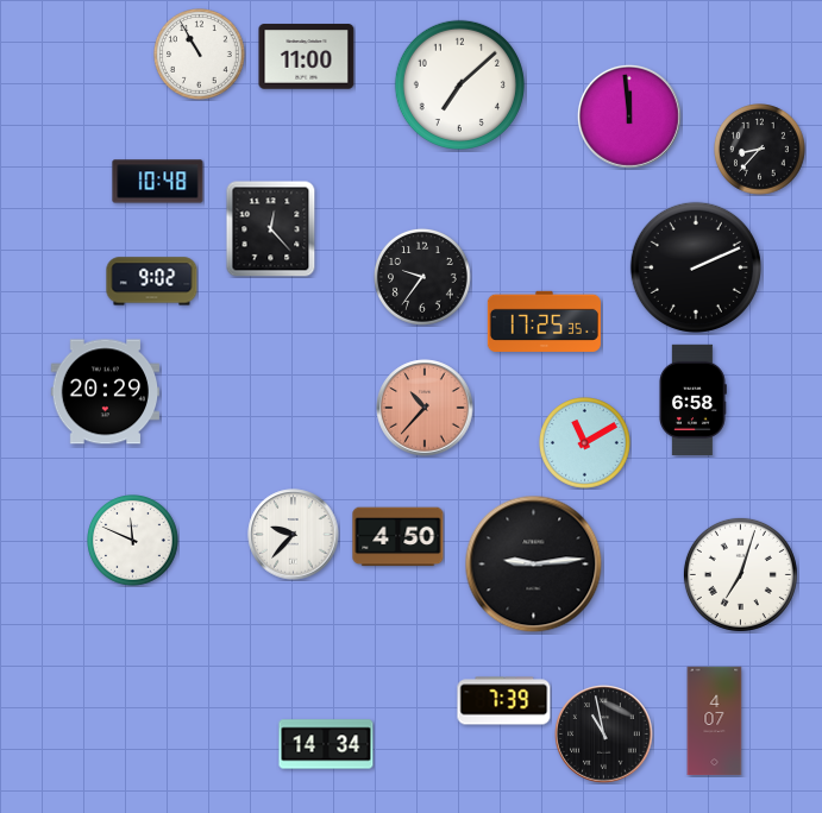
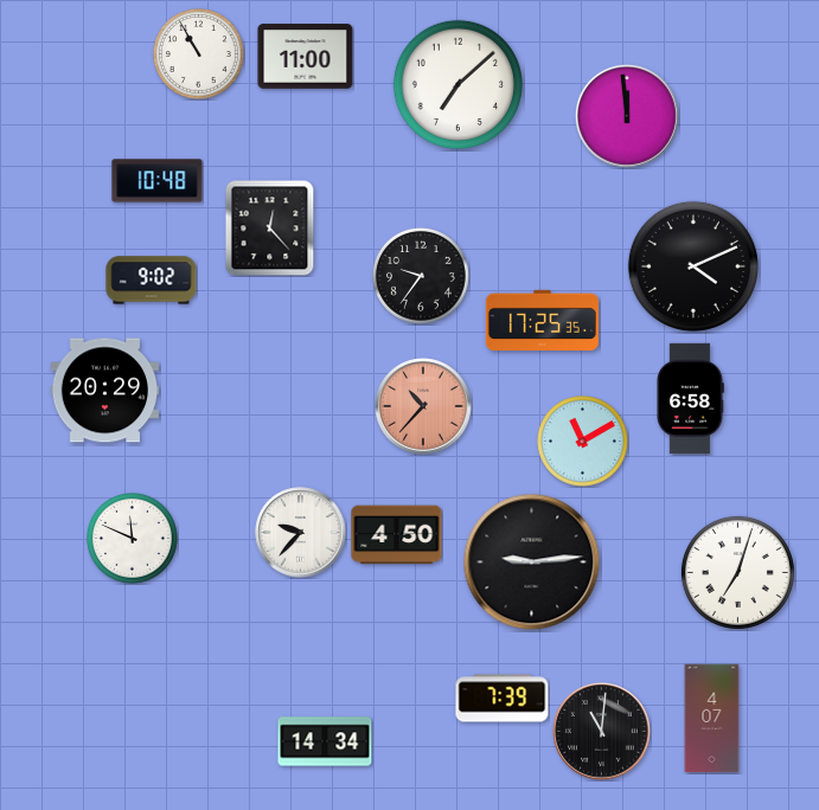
clock at (760, 150): 8:37 -> none
clock at (696, 267): 2:11 -> 4:11
clock at (294, 535) position: (294, 535) -> (301, 533)
clock at (604, 735): 10:58 -> 11:01
